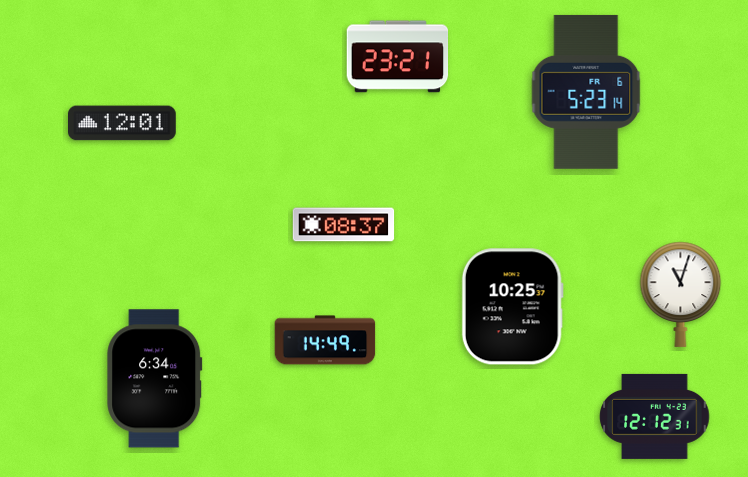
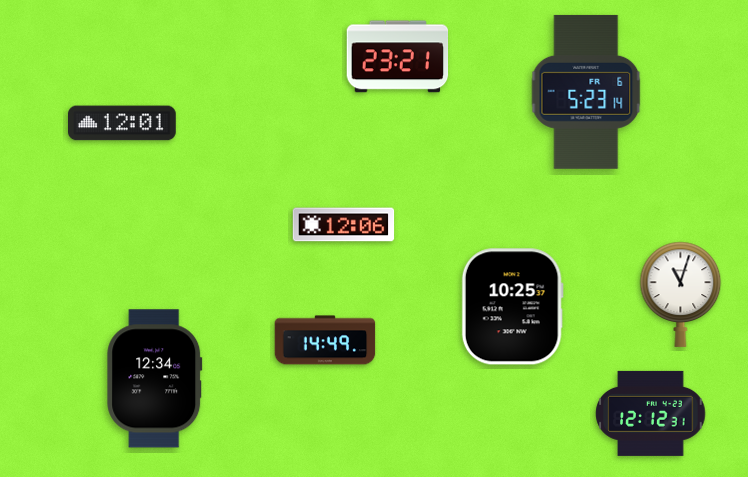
clock at (344, 225): 08:37 -> 12:06
clock at (155, 379): 6:34 -> 12:34
clock at (655, 416) position: (655, 416) -> (651, 413)
